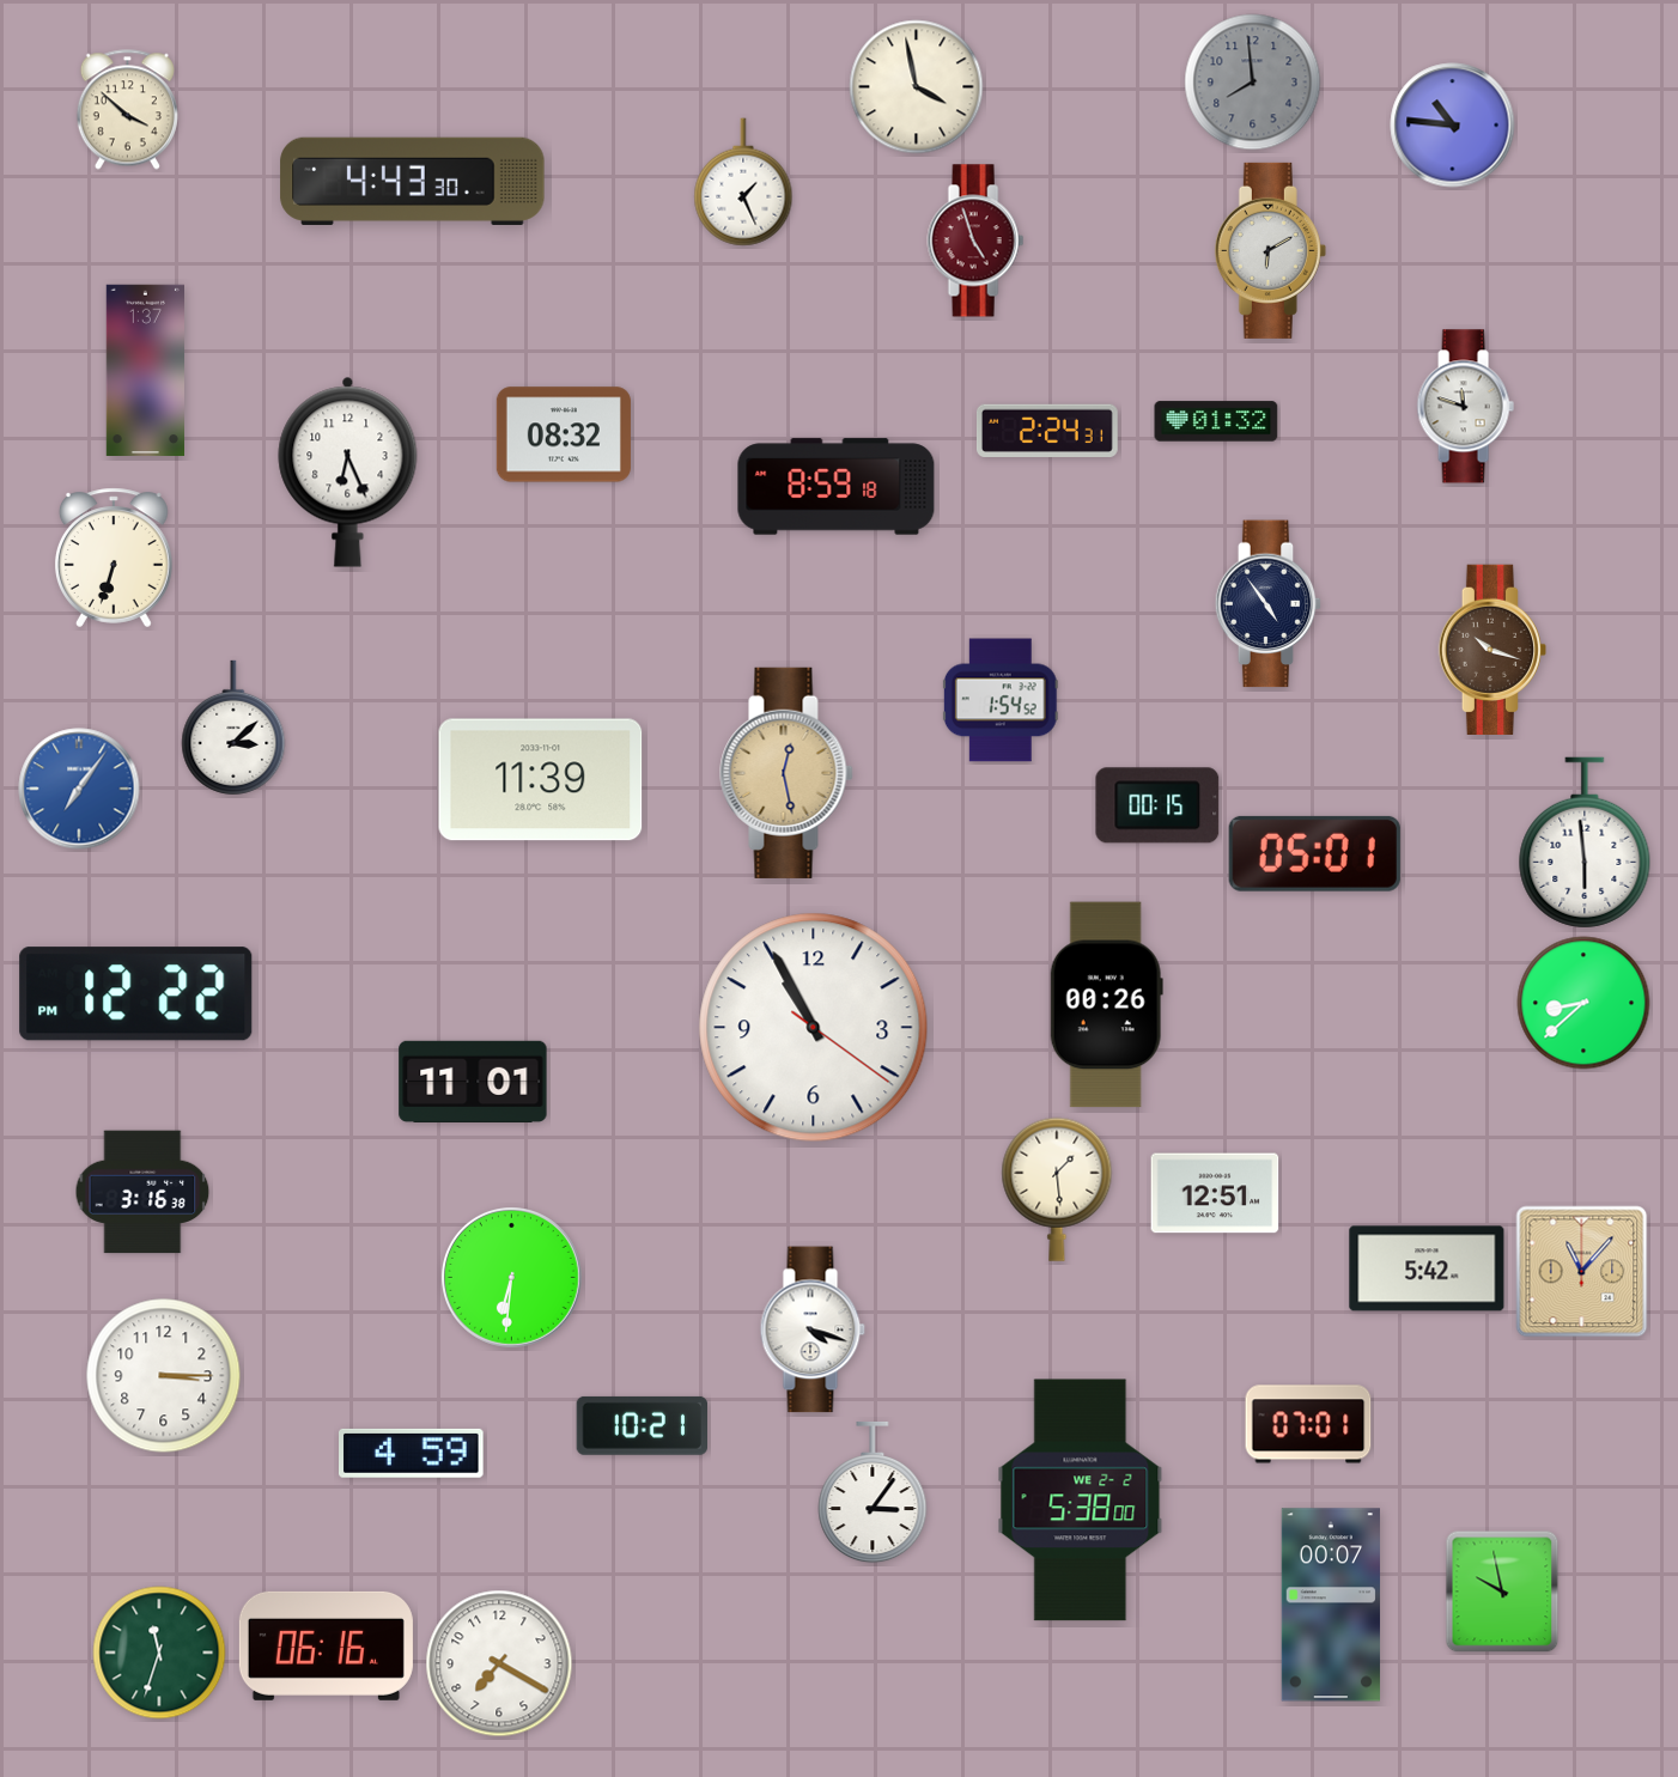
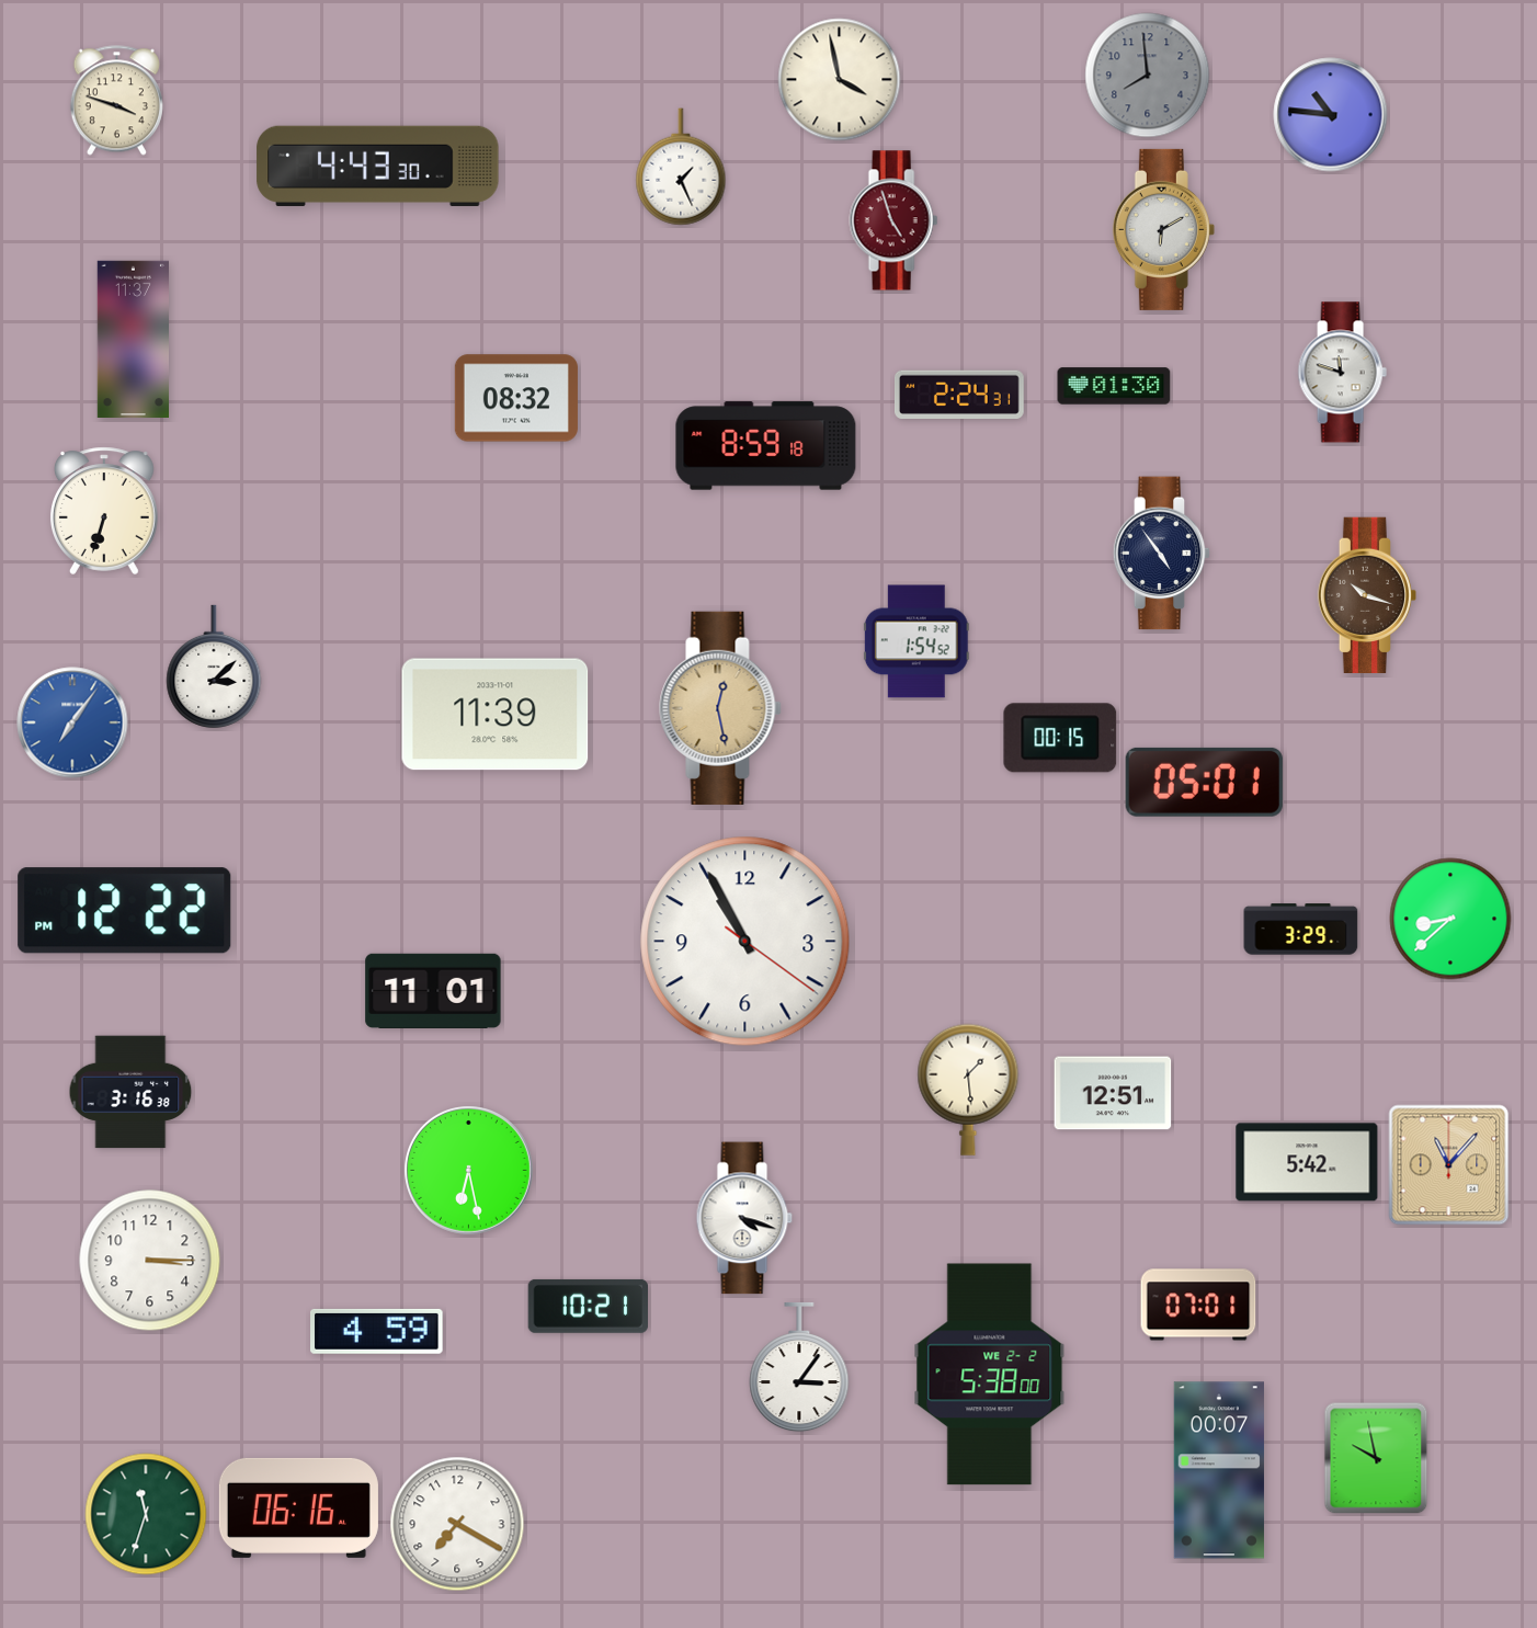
clock at (127, 110): 3:52 -> 3:48
clock at (145, 370): 1:37 -> 11:37
clock at (1216, 421): 01:32 -> 01:30
clock at (348, 471): 6:26 -> none
clock at (1585, 842): 5:59 -> none
clock at (1106, 1005): 00:26 -> none
clock at (1301, 930): none -> 3:29
clock at (512, 1278): 6:31 -> 6:28
